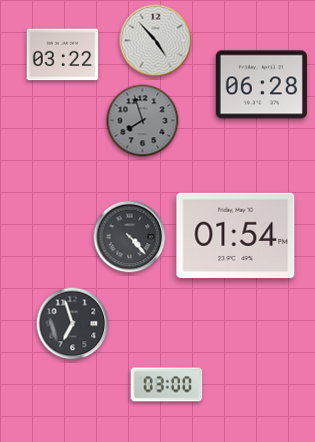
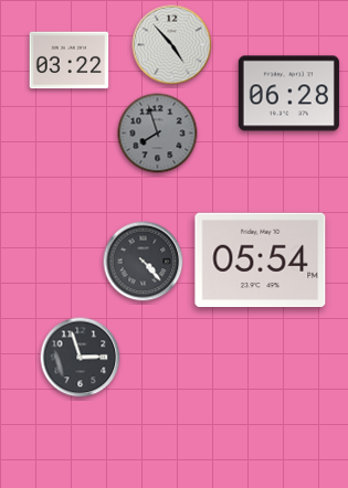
clock at (236, 236): 01:54 -> 05:54
clock at (73, 324): 6:57 -> 2:57
clock at (167, 385): 03:00 -> none
